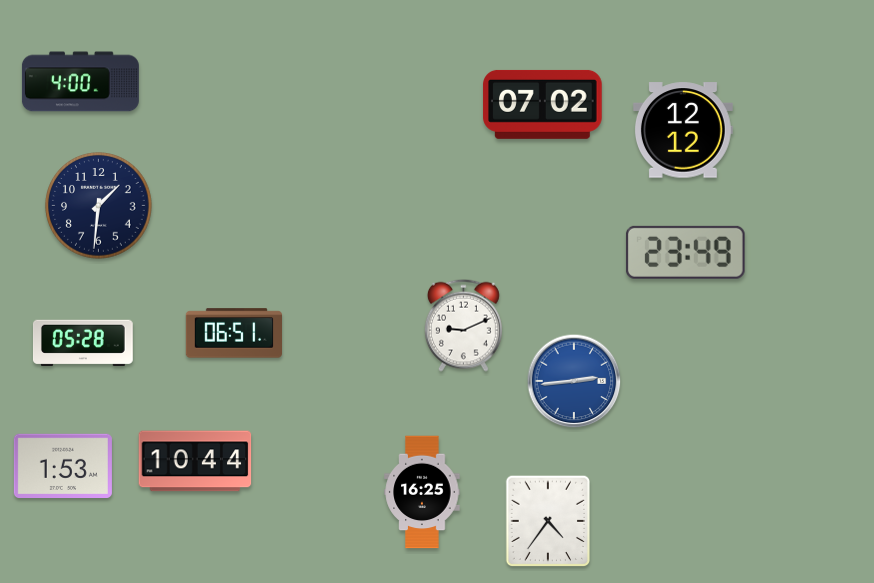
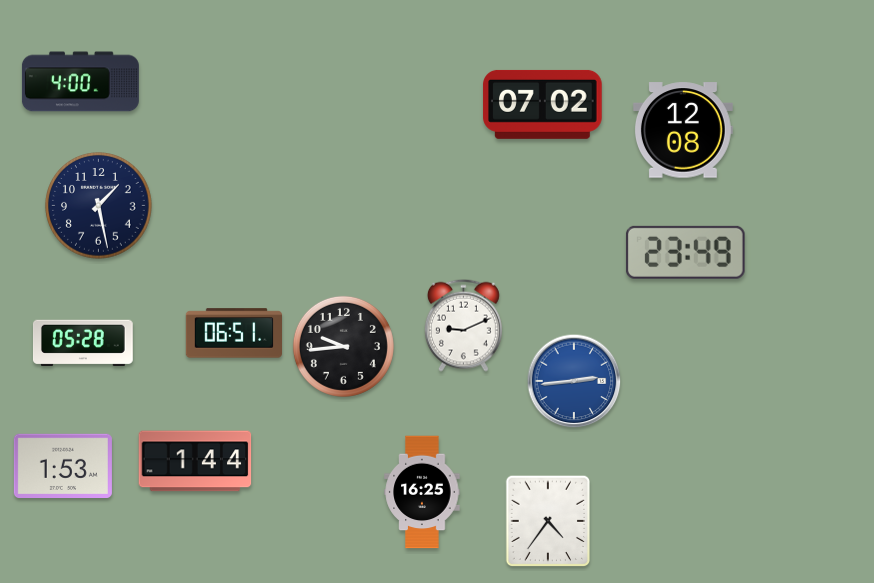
clock at (683, 130): 12:12 -> 12:08
clock at (99, 206): 1:31 -> 1:28
clock at (343, 346): none -> 9:44
clock at (195, 461): 10:44 -> 1:44
